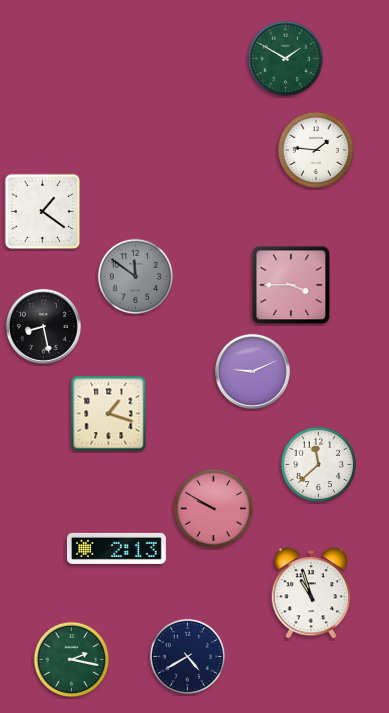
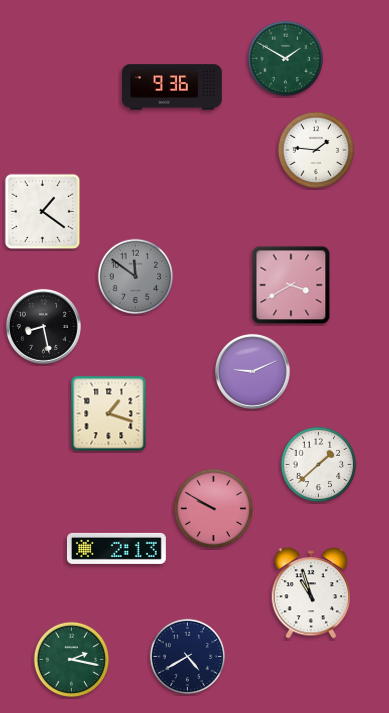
clock at (172, 87): none -> 9:36
clock at (291, 285): 3:45 -> 3:40
clock at (319, 465): 11:38 -> 1:38
